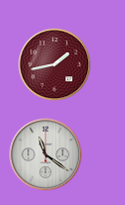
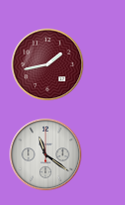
clock at (55, 65) position: (55, 65) -> (48, 65)
